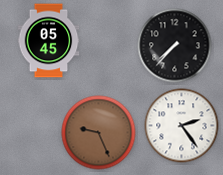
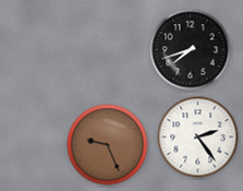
clock at (49, 41): 05:45 -> none
clock at (175, 46): 7:37 -> 7:42
